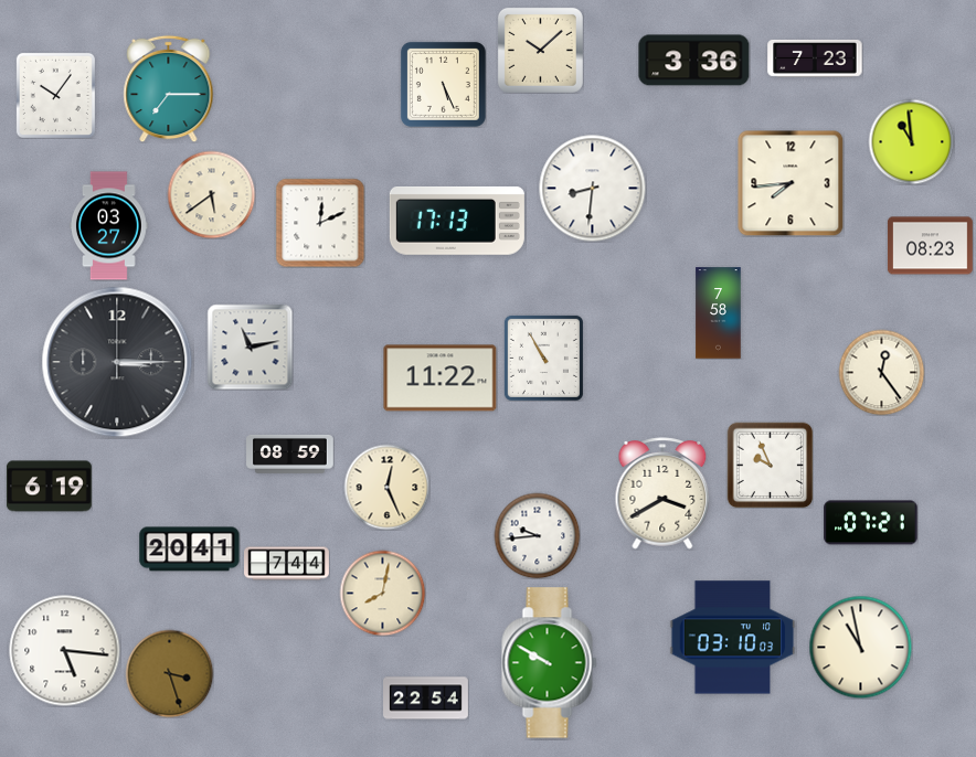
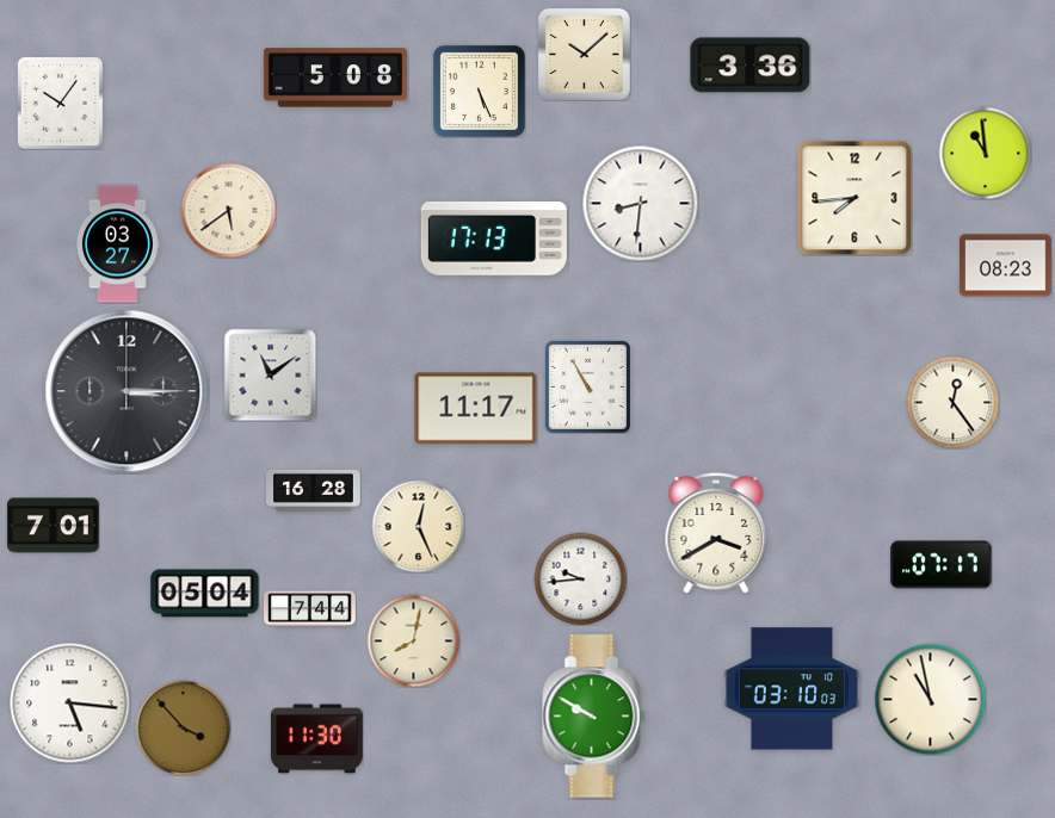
clock at (815, 58): 7:23 -> none
clock at (335, 78): none -> 5:08
clock at (169, 88): 7:15 -> none
clock at (320, 223): 12:11 -> none
clock at (719, 313): 7:58 -> none
clock at (250, 346): 11:13 -> 11:09
clock at (441, 378): 11:22 -> 11:17
clock at (290, 454): 08:59 -> 16:28
clock at (770, 465): 9:56 -> none
clock at (49, 487): 6:19 -> 7:01
clock at (871, 523): 07:21 -> 07:17
clock at (190, 550): 20:41 -> 05:04
clock at (169, 673): 3:27 -> 3:53
clock at (316, 739): none -> 11:30
clock at (426, 699): 22:54 -> none
